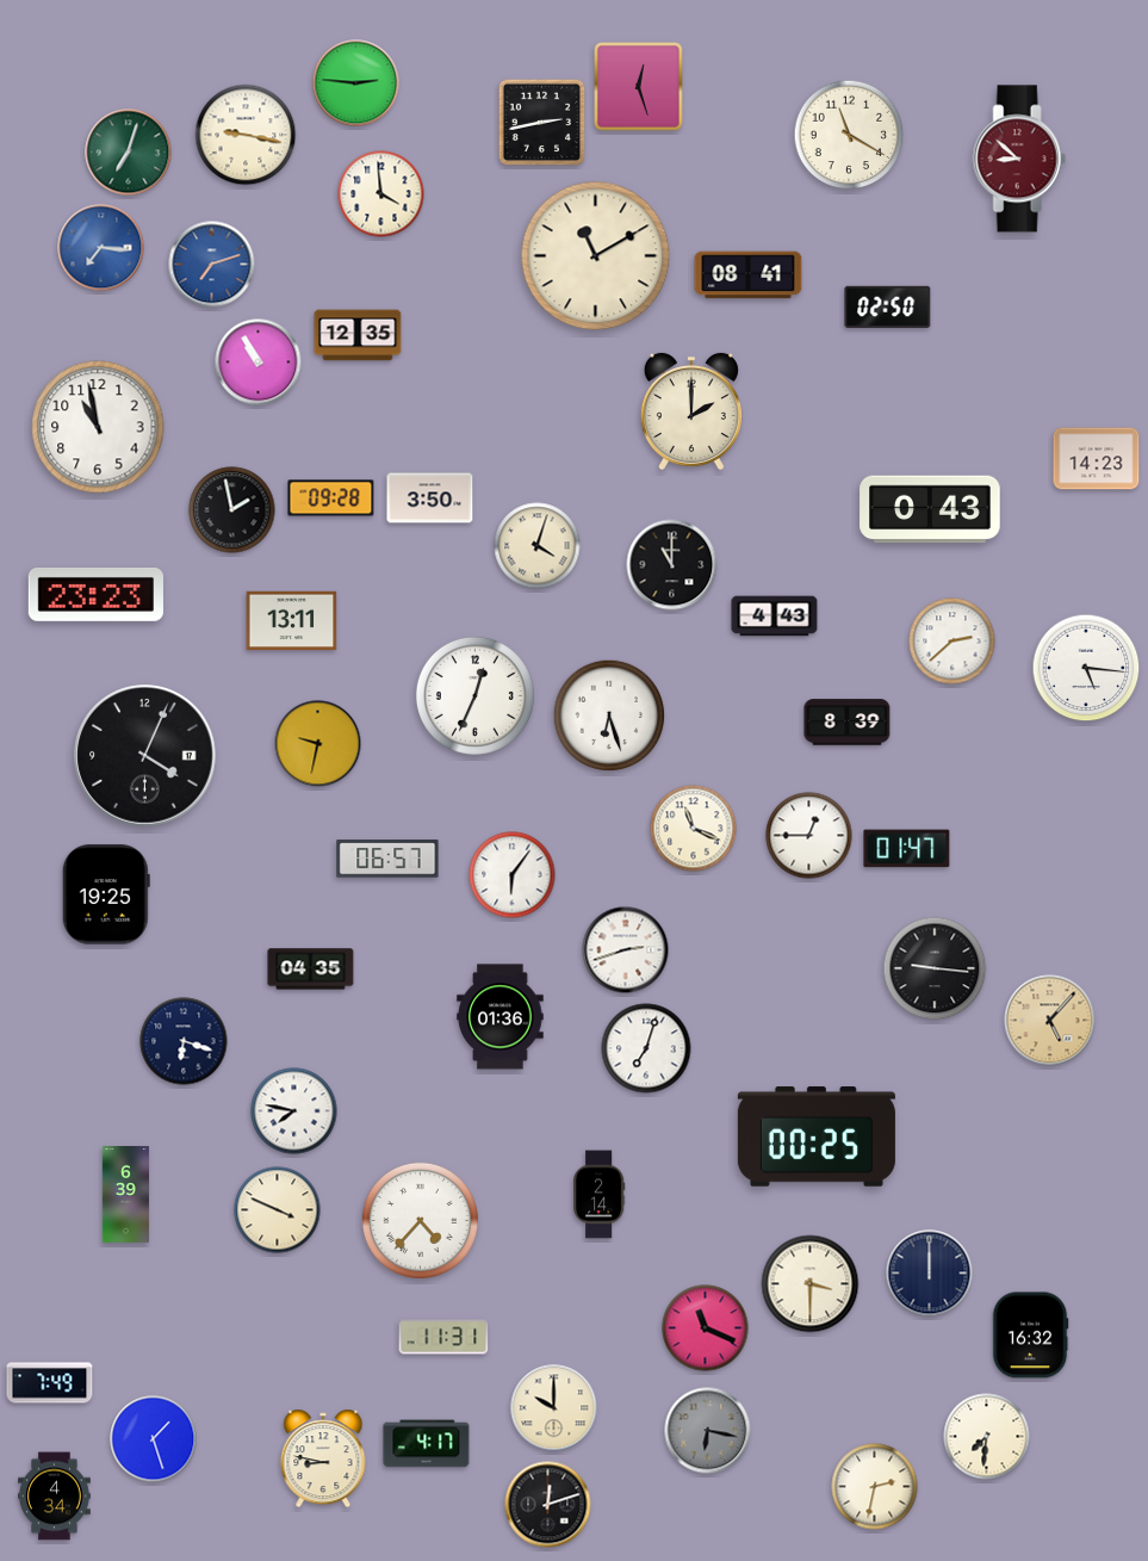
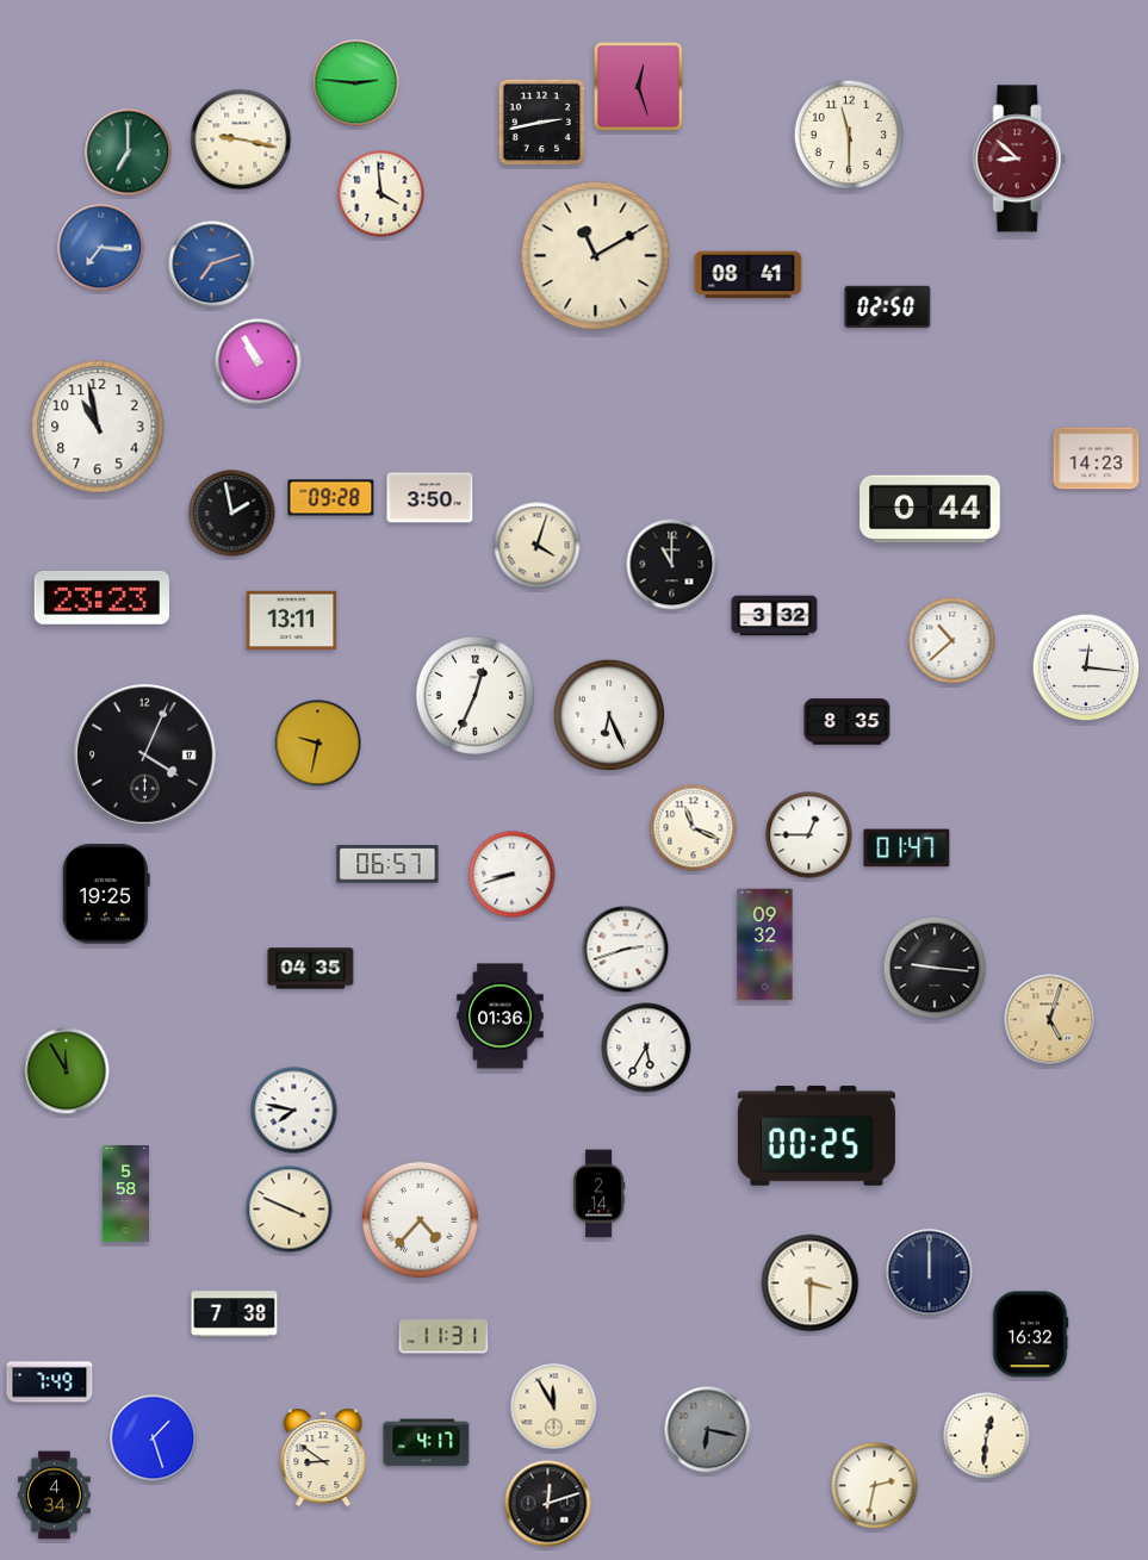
clock at (246, 135) position: (246, 135) -> (241, 139)
clock at (849, 135): 11:20 -> 11:30
clock at (129, 153): 7:03 -> 7:00
clock at (358, 335): 12:35 -> none
clock at (691, 411): 2:00 -> none
clock at (930, 509): 0:43 -> 0:44
clock at (232, 510) position: (232, 510) -> (232, 514)
clock at (95, 595) position: (95, 595) -> (101, 598)
clock at (775, 617): 4:43 -> 3:32
clock at (952, 642): 2:38 -> 10:38
clock at (1086, 668): 5:16 -> 12:16
clock at (609, 716): 6:27 -> 6:26
clock at (848, 723): 8:39 -> 8:35
clock at (387, 859) position: (387, 859) -> (387, 864)
clock at (513, 875): 6:06 -> 8:42
clock at (765, 945): none -> 09:32
clock at (1050, 1021): 5:07 -> 5:03
clock at (184, 1041): 6:18 -> none
clock at (646, 1048): 7:03 -> 5:35
clock at (67, 1071): none -> 11:55
clock at (125, 1195): 6:39 -> 5:58
clock at (278, 1210) position: (278, 1210) -> (290, 1210)
clock at (235, 1314): none -> 7:38
clock at (706, 1328): 11:19 -> none
clock at (554, 1408): 10:00 -> 11:55
clock at (987, 1437): 7:31 -> 12:31
clock at (323, 1458): 8:47 -> 8:51
